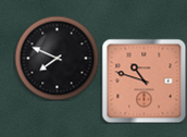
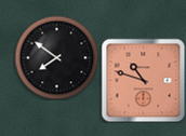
clock at (57, 58): 7:49 -> 7:51
